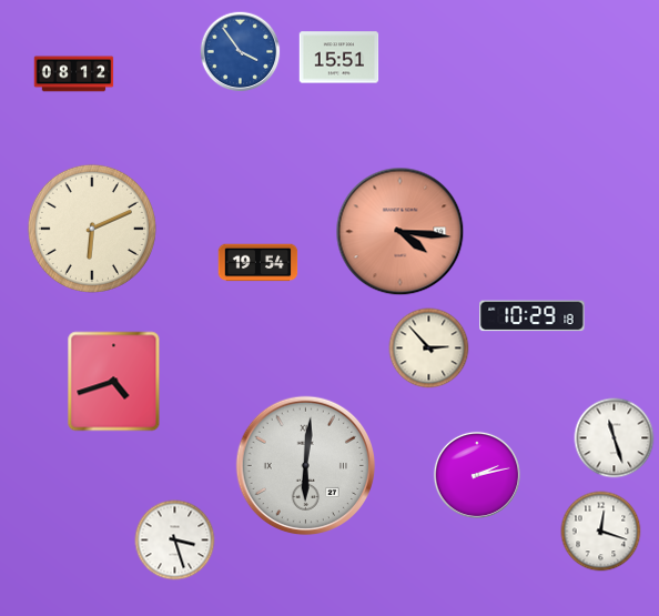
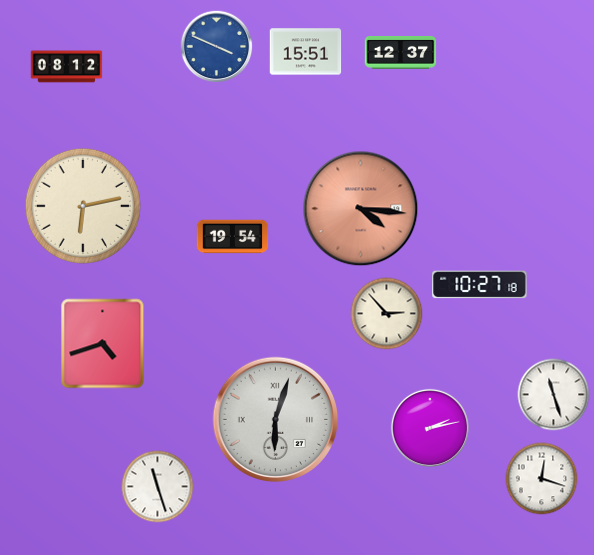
clock at (241, 52): 3:54 -> 3:49
clock at (401, 53): none -> 12:37
clock at (92, 229): 6:11 -> 6:13
clock at (533, 316): 10:29 -> 10:27
clock at (306, 466): 6:01 -> 6:03
clock at (175, 541): 3:27 -> 11:27
